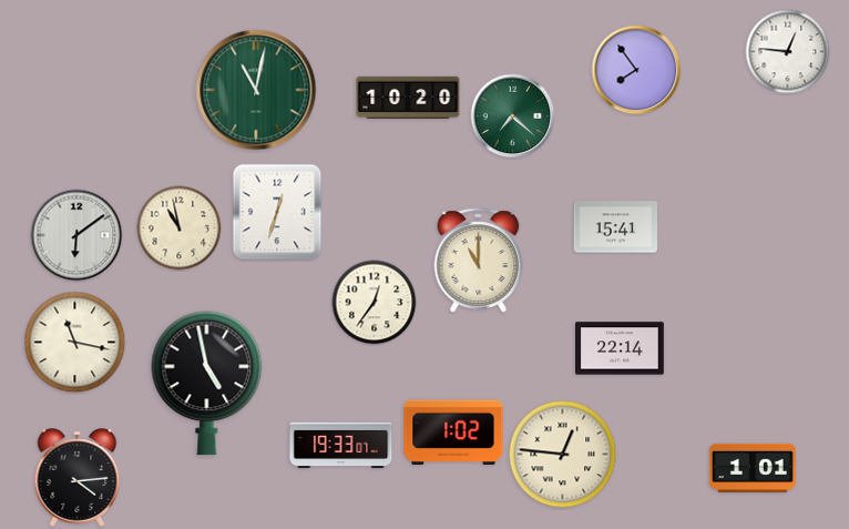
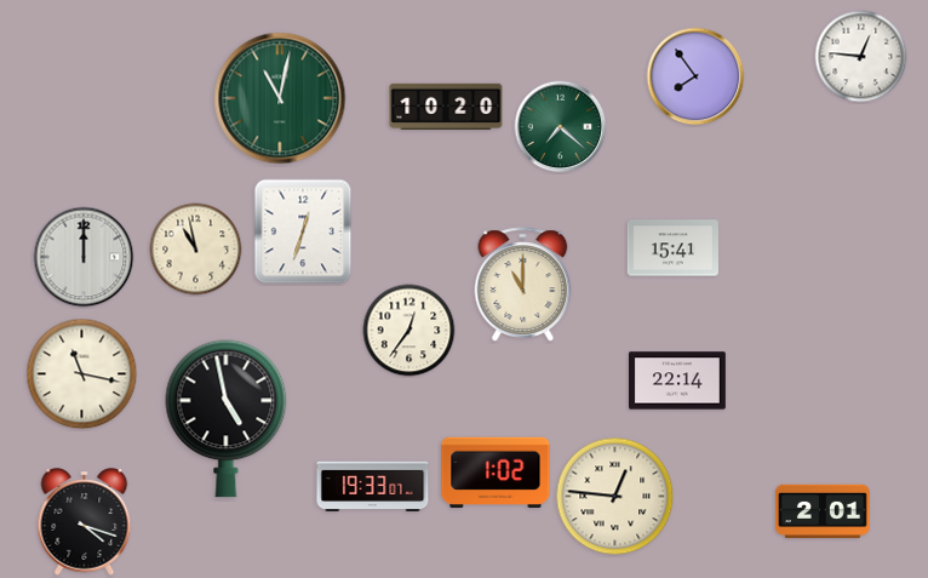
clock at (76, 235): 6:09 -> 12:00
clock at (753, 468): 1:01 -> 2:01
clock at (78, 478): 4:14 -> 4:18
